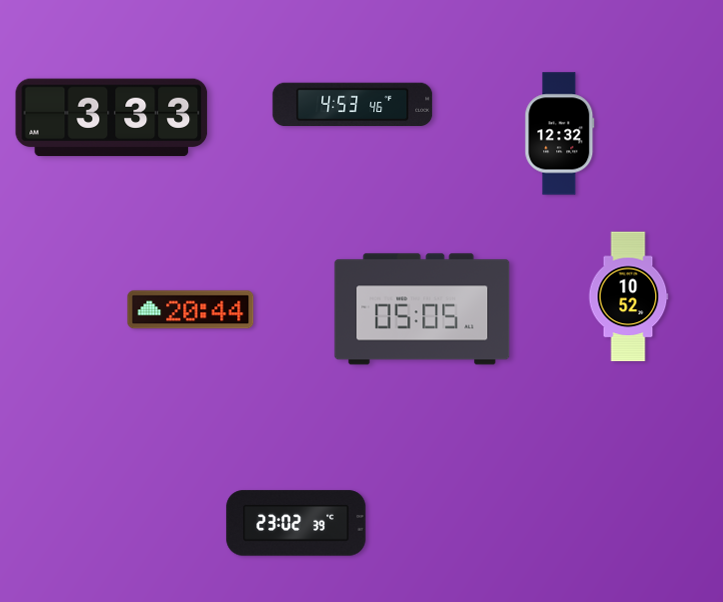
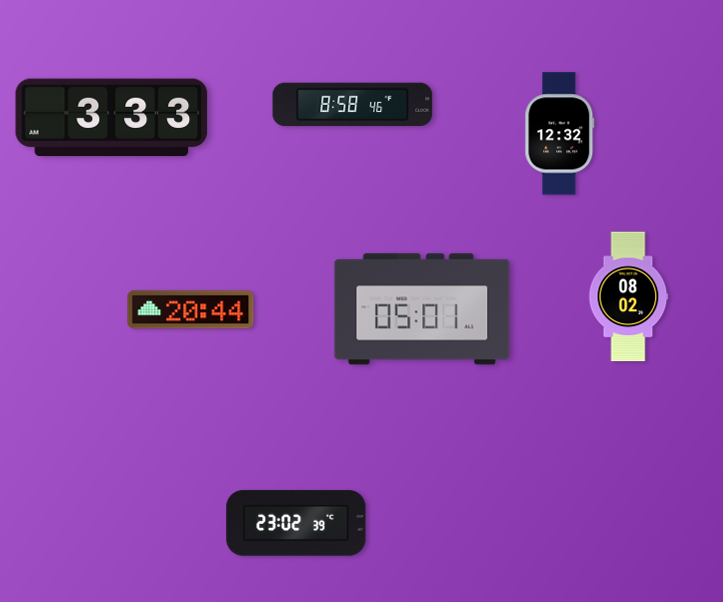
clock at (353, 105): 4:53 -> 8:58
clock at (628, 297): 10:52 -> 08:02
clock at (422, 309): 05:05 -> 05:01
